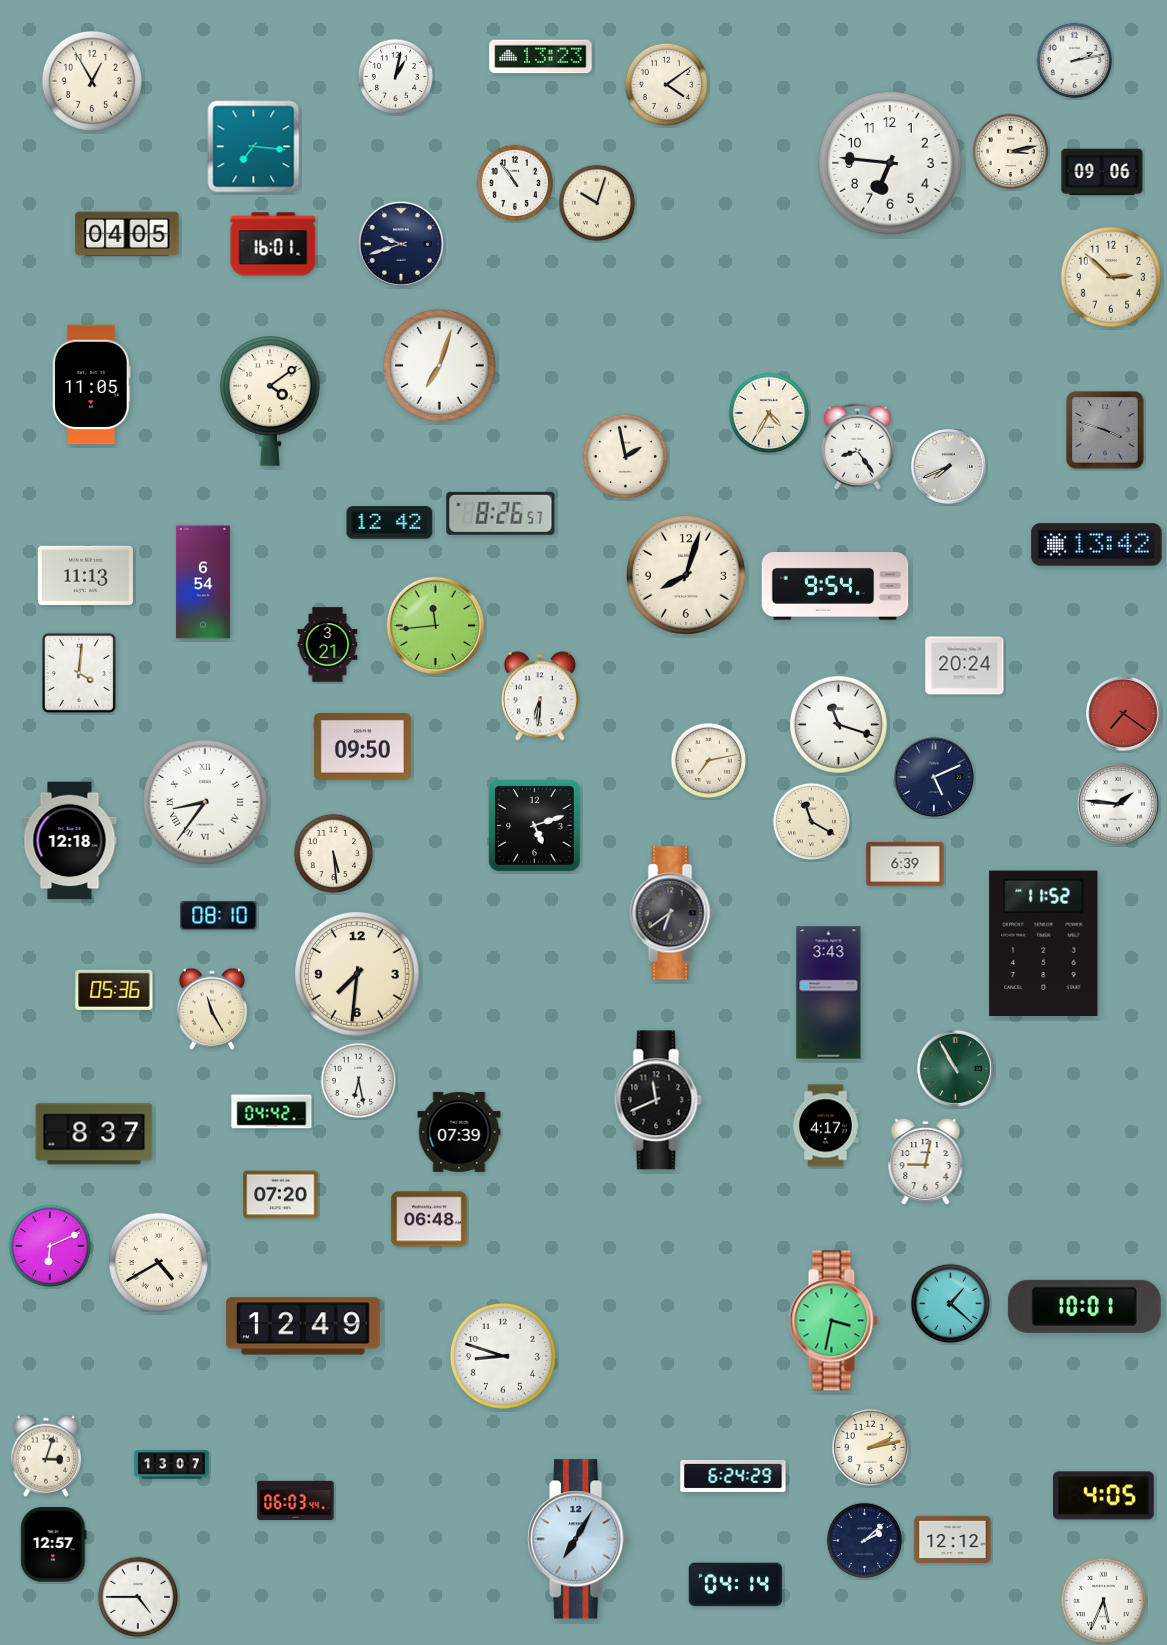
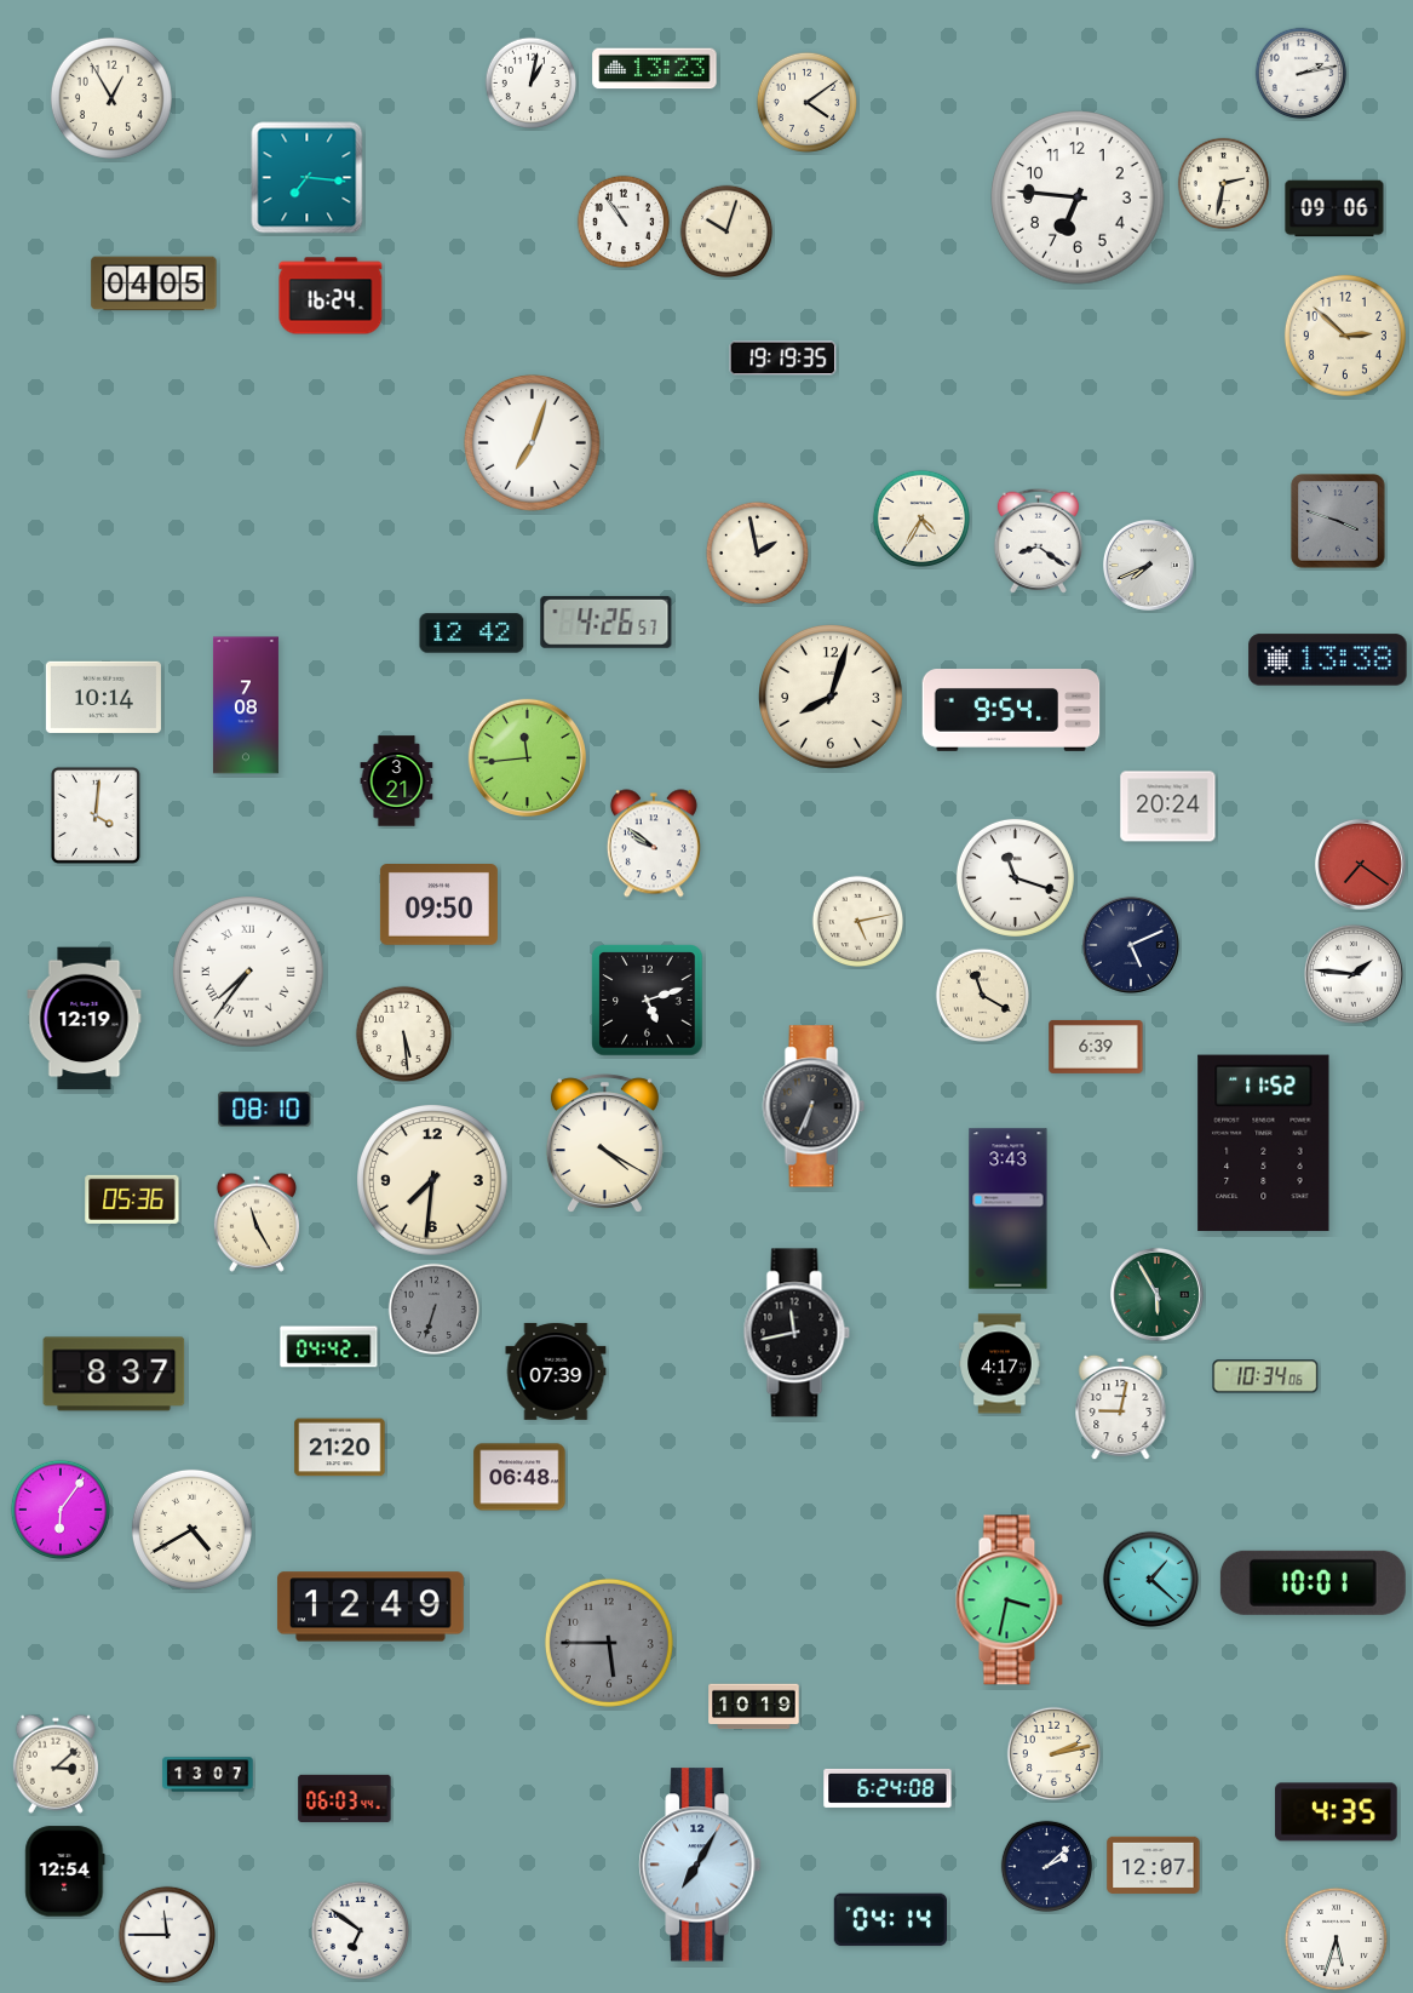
clock at (396, 77) position: (396, 77) -> (532, 84)
clock at (1011, 152): 3:13 -> 2:32
clock at (597, 203) position: (597, 203) -> (726, 231)
clock at (273, 244): 16:01 -> 16:24
clock at (401, 244): 9:42 -> none
clock at (783, 359): none -> 19:19
clock at (92, 385): 11:05 -> none
clock at (271, 402): 4:09 -> none
clock at (768, 412) position: (768, 412) -> (920, 517)
clock at (857, 446): 8:24 -> 8:21
clock at (501, 513): 8:26 -> 4:26
clock at (1097, 545): 13:42 -> 13:38
clock at (85, 575): 11:13 -> 10:14
clock at (203, 582): 6:54 -> 7:08
clock at (540, 696): 6:31 -> 9:51
clock at (709, 761): 7:13 -> 5:13
clock at (934, 777) position: (934, 777) -> (1131, 945)
clock at (206, 803): 8:36 -> 7:36
clock at (70, 841): 12:18 -> 12:19
clock at (672, 913): 6:39 -> 6:34
clock at (604, 1144): none -> 4:20
clock at (114, 990) position: (114, 990) -> (132, 1199)
clock at (829, 993) position: (829, 993) -> (1009, 1209)
clock at (955, 1068): 10:55 -> 5:55
clock at (359, 1081): 6:28 -> 6:33
clock at (359, 1081) dial: white -> grey
clock at (658, 1100): 11:41 -> 11:43
clock at (1265, 1376): none -> 10:34
clock at (281, 1195): 07:20 -> 21:20
clock at (49, 1245): 6:11 -> 6:06
clock at (303, 1326) position: (303, 1326) -> (371, 1607)
clock at (503, 1356): 8:48 -> 5:45
clock at (503, 1356) dial: white -> grey
clock at (754, 1707): none -> 10:19
clock at (46, 1456): 3:03 -> 3:08
clock at (733, 1476): 6:24:29 -> 6:24:08
clock at (1104, 1496): 4:05 -> 4:35
clock at (296, 1500) position: (296, 1500) -> (345, 1798)
clock at (953, 1539): 12:12 -> 12:07
clock at (54, 1545): 12:57 -> 12:54
clock at (360, 1930): none -> 6:51
clock at (137, 1596): 4:45 -> 11:45
clock at (1103, 1600): 5:34 -> 5:33
